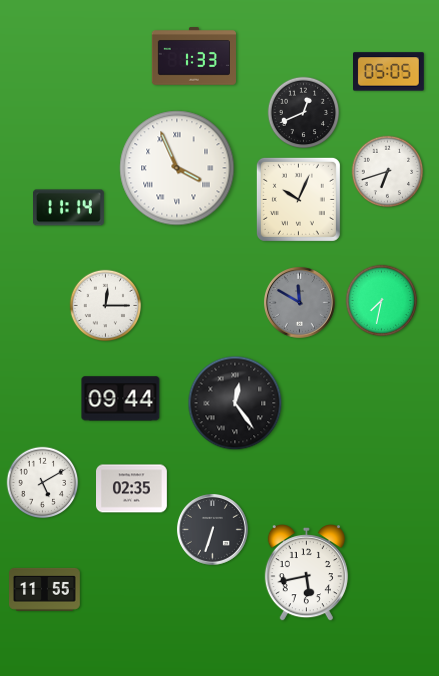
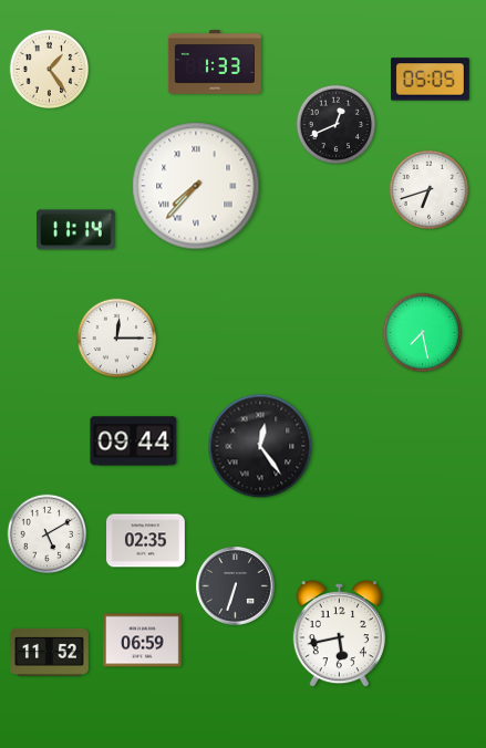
clock at (50, 70): none -> 1:24
clock at (177, 168): 3:56 -> 7:37
clock at (298, 199): 10:04 -> none
clock at (382, 301): 7:32 -> 7:28
clock at (300, 303): 11:50 -> none
clock at (143, 641): none -> 06:59
clock at (45, 589): 11:55 -> 11:52
